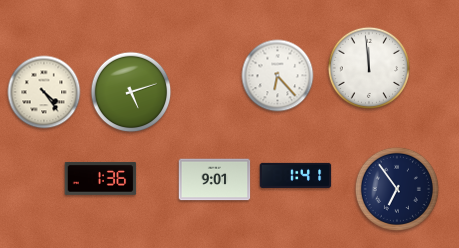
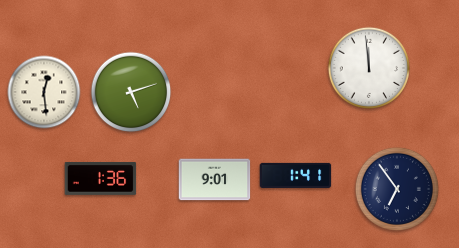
clock at (278, 76): 6:23 -> none
clock at (44, 92): 4:24 -> 12:29
